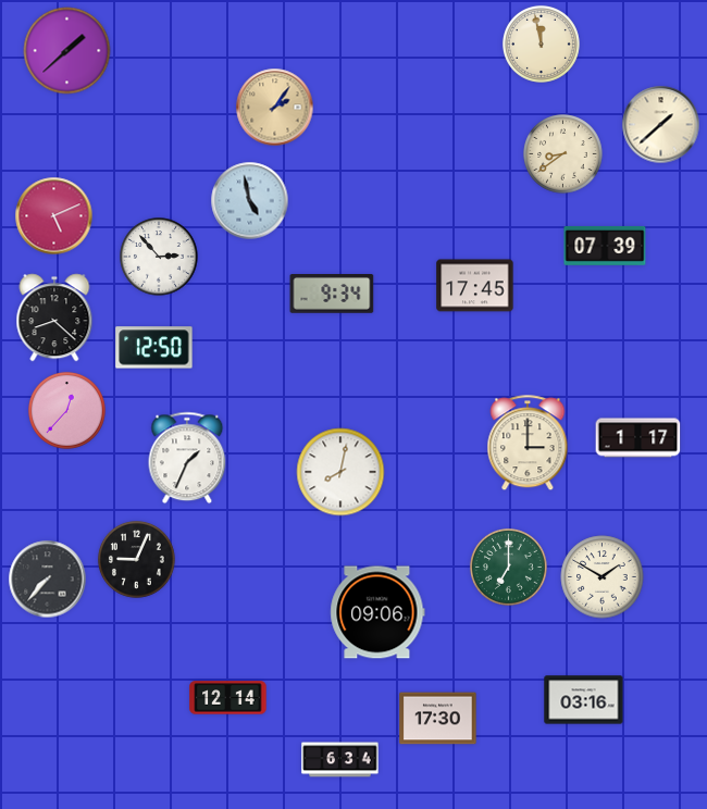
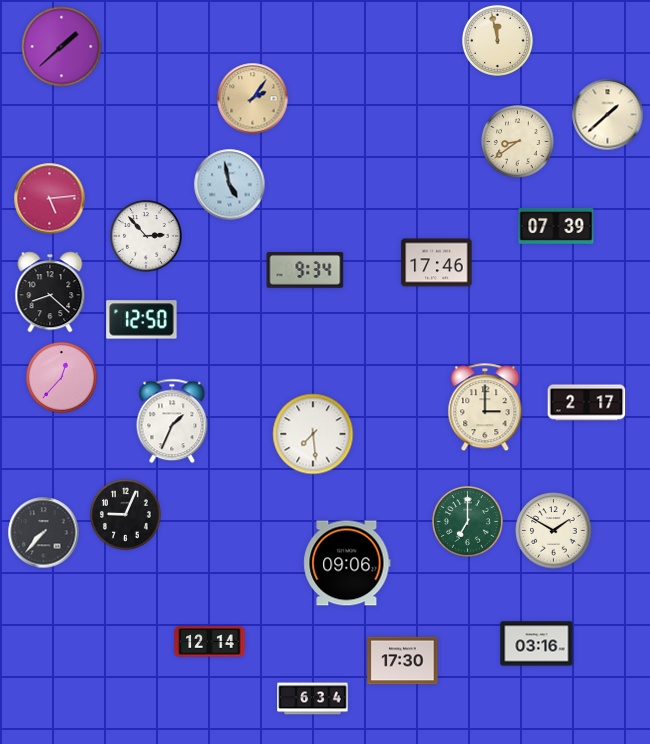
clock at (54, 216): 5:11 -> 5:14
clock at (475, 286): 17:45 -> 17:46
clock at (638, 438): 1:17 -> 2:17
clock at (340, 472): 8:02 -> 7:29
